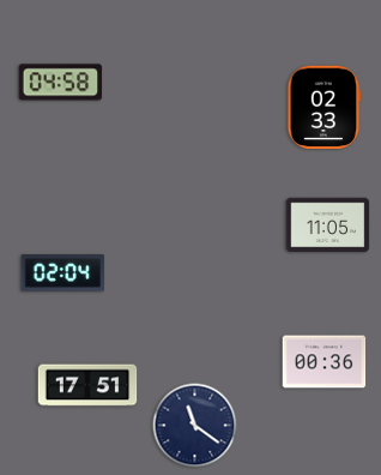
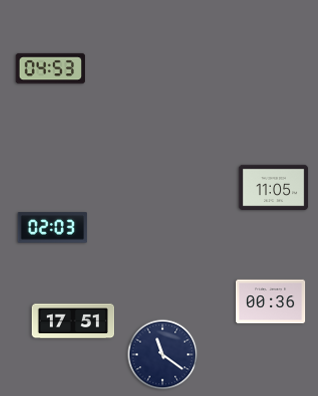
clock at (61, 83): 04:58 -> 04:53
clock at (325, 108): 02:33 -> none
clock at (63, 273): 02:04 -> 02:03
